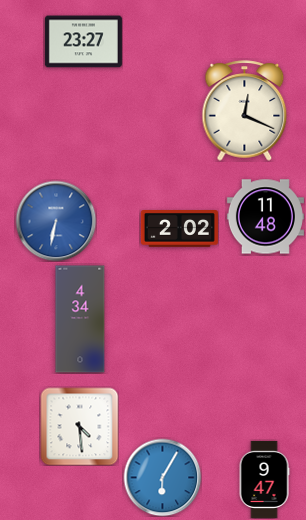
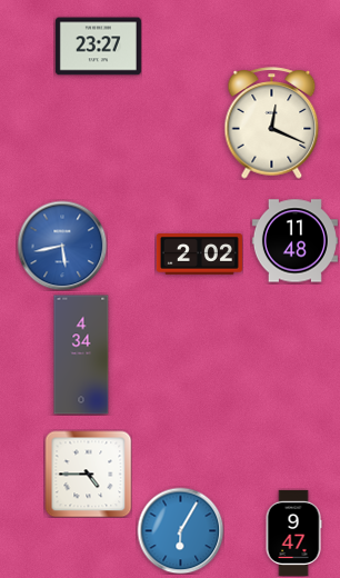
clock at (83, 42) position: (83, 42) -> (98, 47)
clock at (56, 221): 6:32 -> 5:43
clock at (80, 319) position: (80, 319) -> (81, 355)
clock at (79, 426): 4:29 -> 4:45
